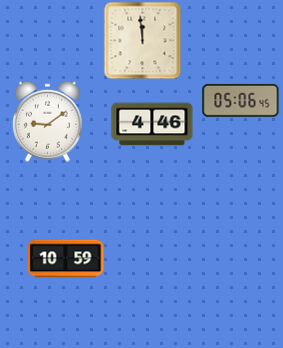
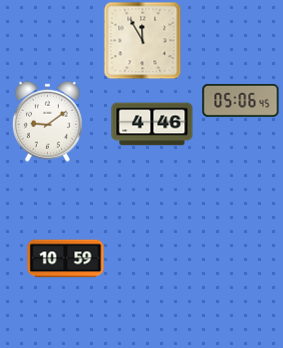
clock at (142, 40): 11:59 -> 11:55
